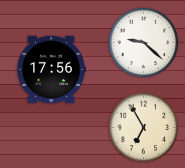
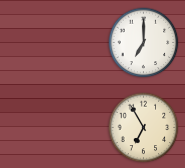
clock at (144, 43): 9:22 -> 7:00
clock at (51, 70): 17:56 -> none
